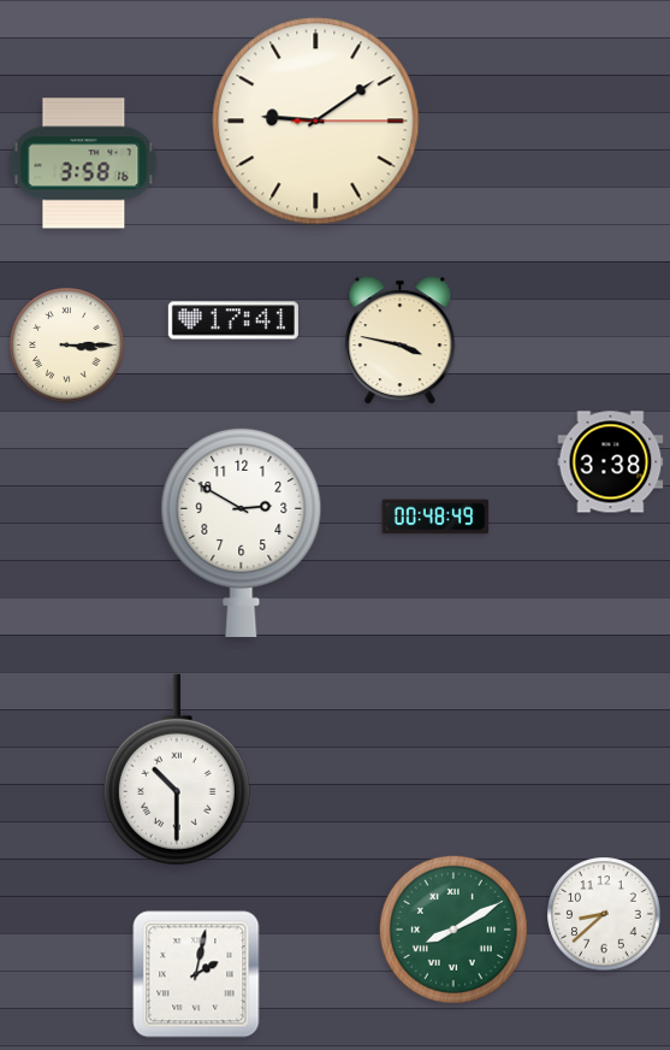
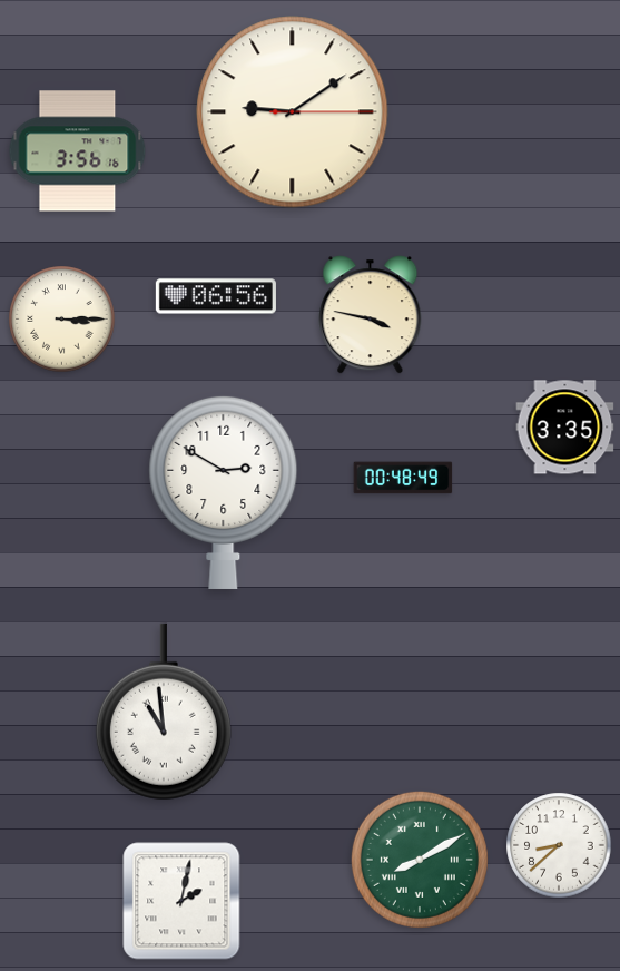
clock at (84, 164): 3:58 -> 3:56
clock at (233, 320): 17:41 -> 06:56
clock at (611, 462): 3:38 -> 3:35
clock at (177, 769): 10:30 -> 10:59
